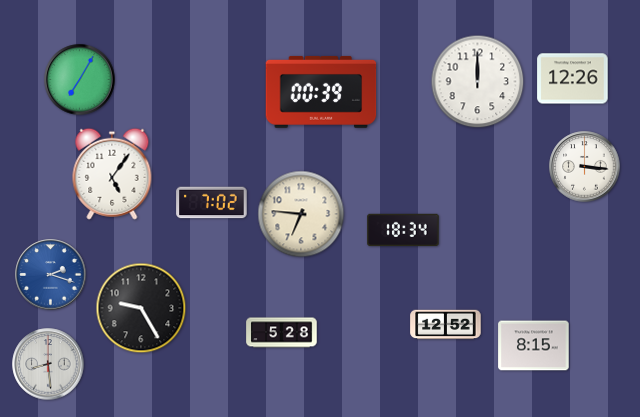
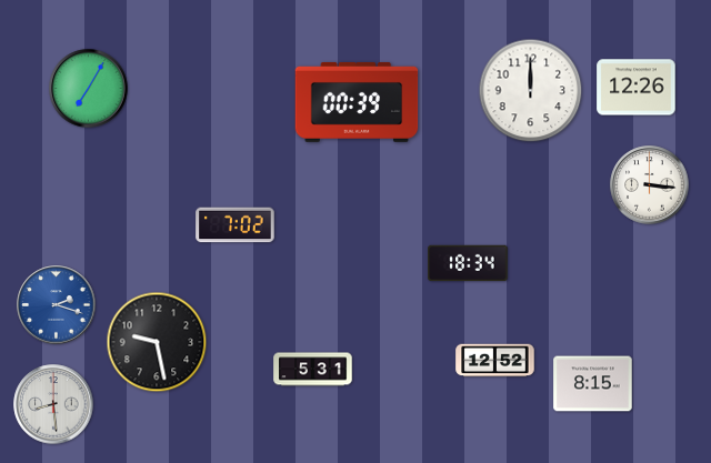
clock at (112, 174): 5:06 -> none
clock at (301, 214): 6:46 -> none
clock at (403, 230) position: (403, 230) -> (468, 263)
clock at (141, 308): 9:25 -> 9:28
clock at (282, 333): 5:28 -> 5:31
